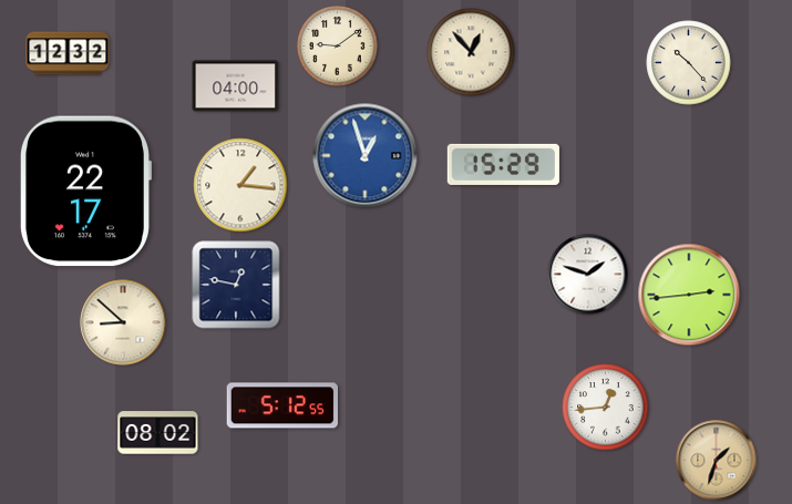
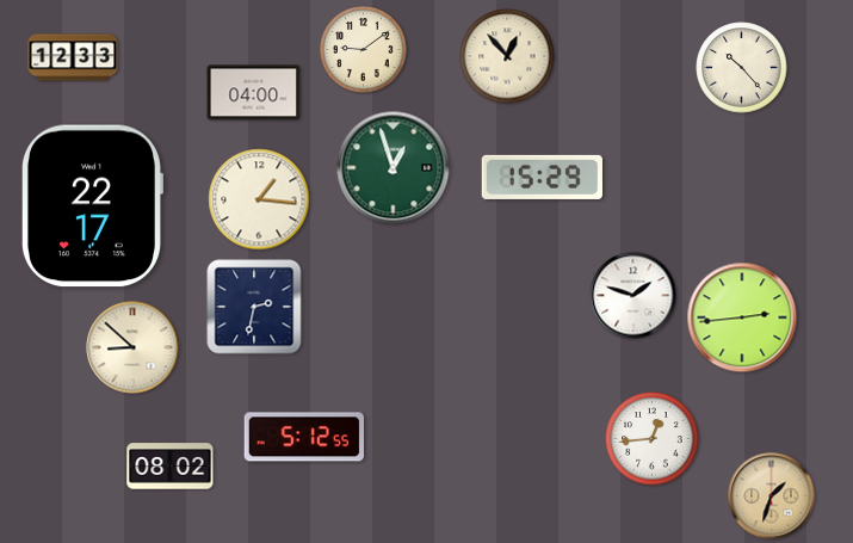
clock at (68, 53): 12:32 -> 12:33
clock at (366, 156) dial: blue -> green
clock at (236, 285): 12:47 -> 2:32
